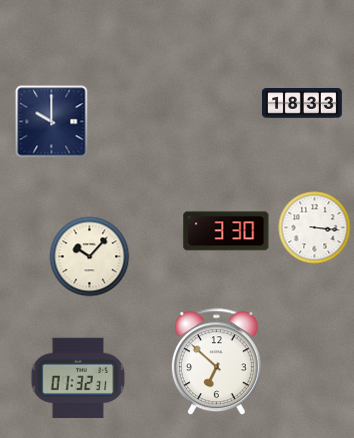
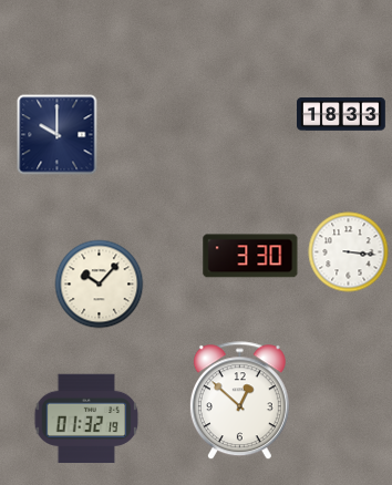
clock at (303, 103) position: (303, 103) -> (342, 114)
clock at (216, 362): 6:52 -> 12:52
clock at (78, 378): 01:32:31 -> 01:32:19
